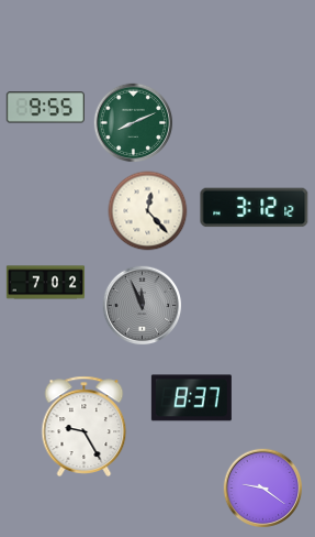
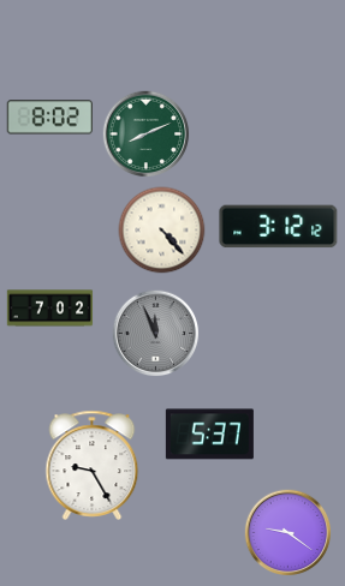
clock at (45, 108): 9:55 -> 8:02
clock at (148, 211): 12:23 -> 4:23
clock at (191, 398): 8:37 -> 5:37
